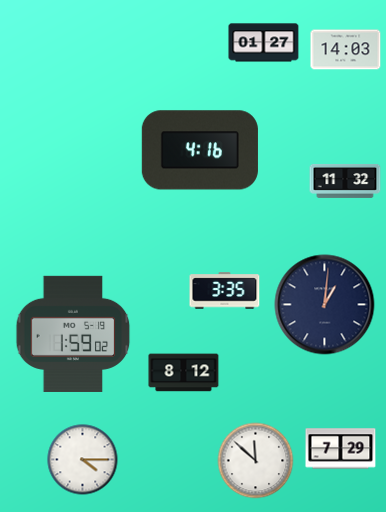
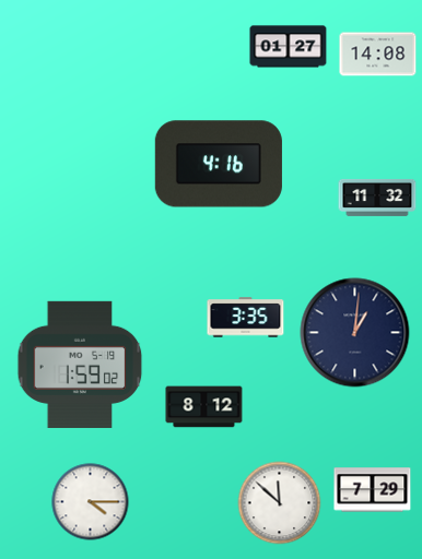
clock at (346, 50): 14:03 -> 14:08
clock at (184, 373) position: (184, 373) -> (204, 407)
